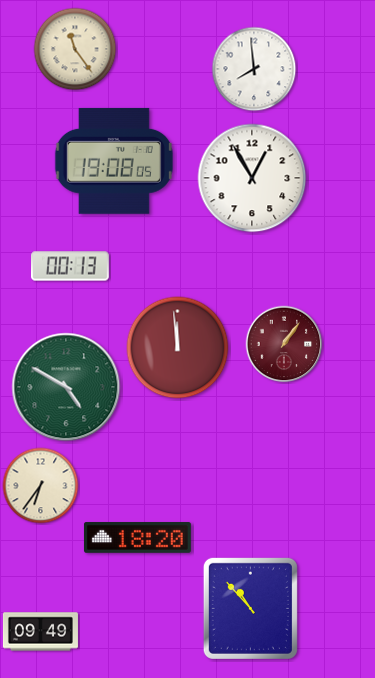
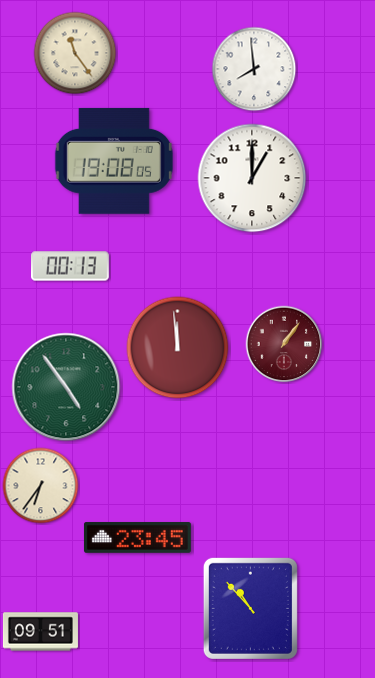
clock at (75, 49) position: (75, 49) -> (75, 53)
clock at (252, 178): 12:55 -> 1:00
clock at (66, 387): 4:50 -> 4:54
clock at (137, 538): 18:20 -> 23:45
clock at (40, 632): 09:49 -> 09:51
